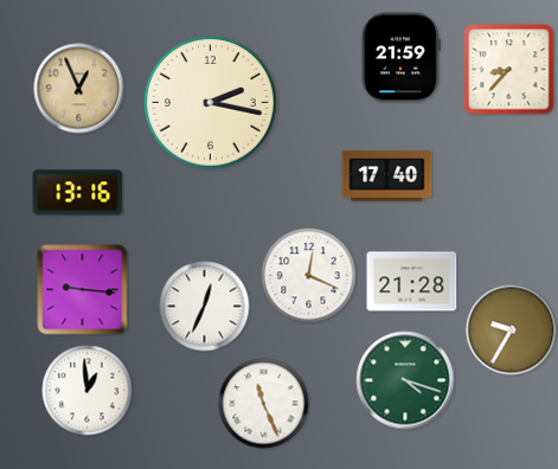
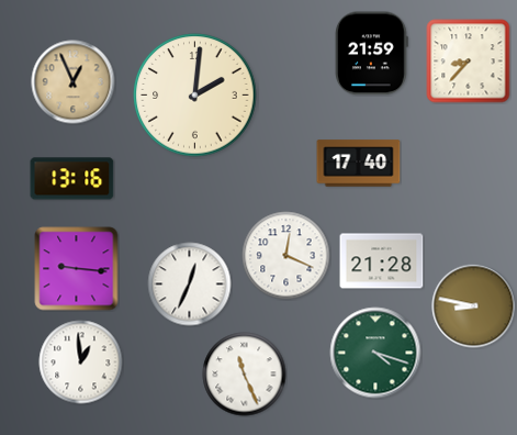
clock at (509, 70) position: (509, 70) -> (469, 62)
clock at (211, 103): 2:17 -> 2:01
clock at (512, 330): 9:35 -> 8:47
